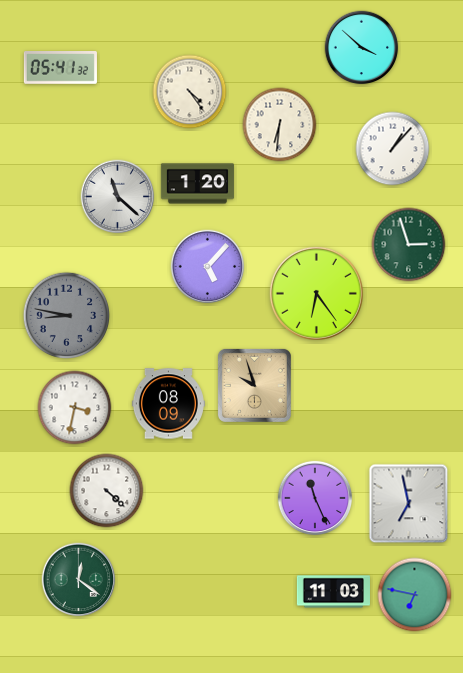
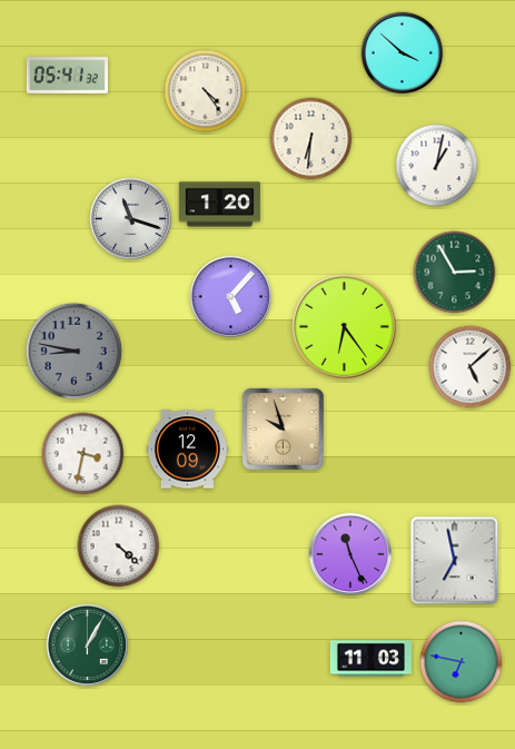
clock at (190, 92) position: (190, 92) -> (206, 91)
clock at (393, 149): 1:07 -> 1:02
clock at (118, 197): 11:22 -> 11:18
clock at (409, 245): 2:57 -> 2:55
clock at (316, 293) position: (316, 293) -> (344, 326)
clock at (471, 367): none -> 5:08
clock at (168, 404): 08:09 -> 12:09
clock at (79, 580): 12:21 -> 1:05
